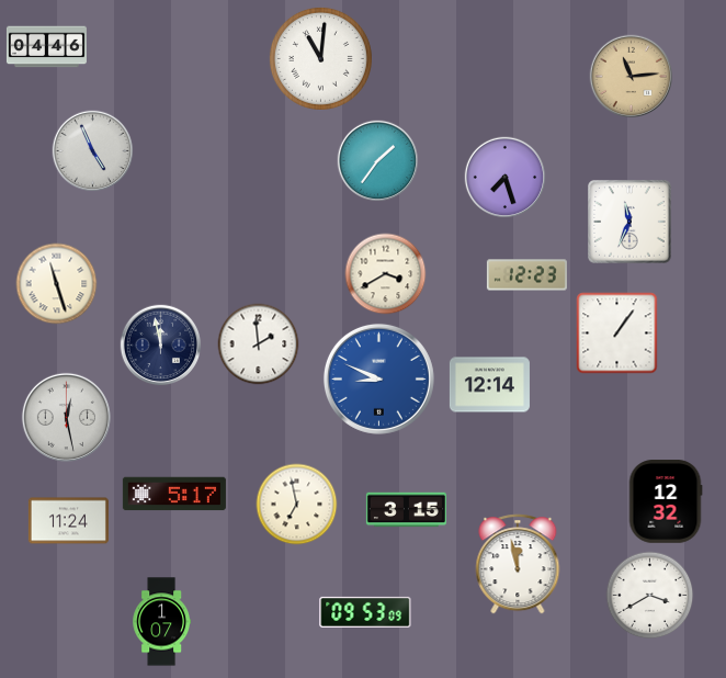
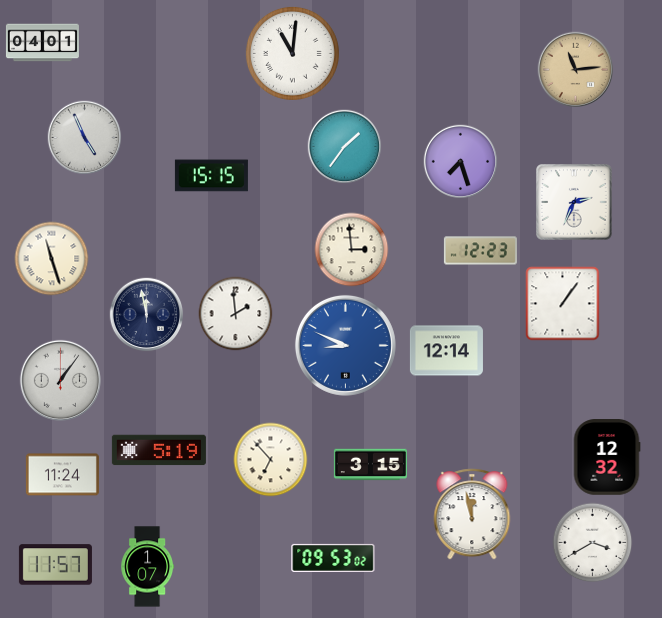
clock at (46, 47): 04:46 -> 04:01
clock at (211, 176): none -> 15:15
clock at (631, 223): 11:34 -> 2:34
clock at (386, 274): 3:40 -> 2:59
clock at (66, 417): 12:28 -> 1:06
clock at (174, 494): 5:17 -> 5:19
clock at (297, 505): 6:58 -> 6:53
clock at (365, 612): 09:53:09 -> 09:53:02
clock at (55, 565): none -> 11:57
